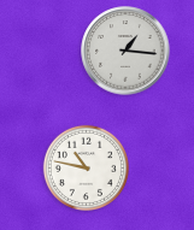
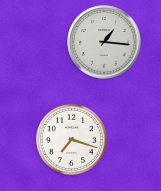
clock at (86, 167): 10:47 -> 7:18
